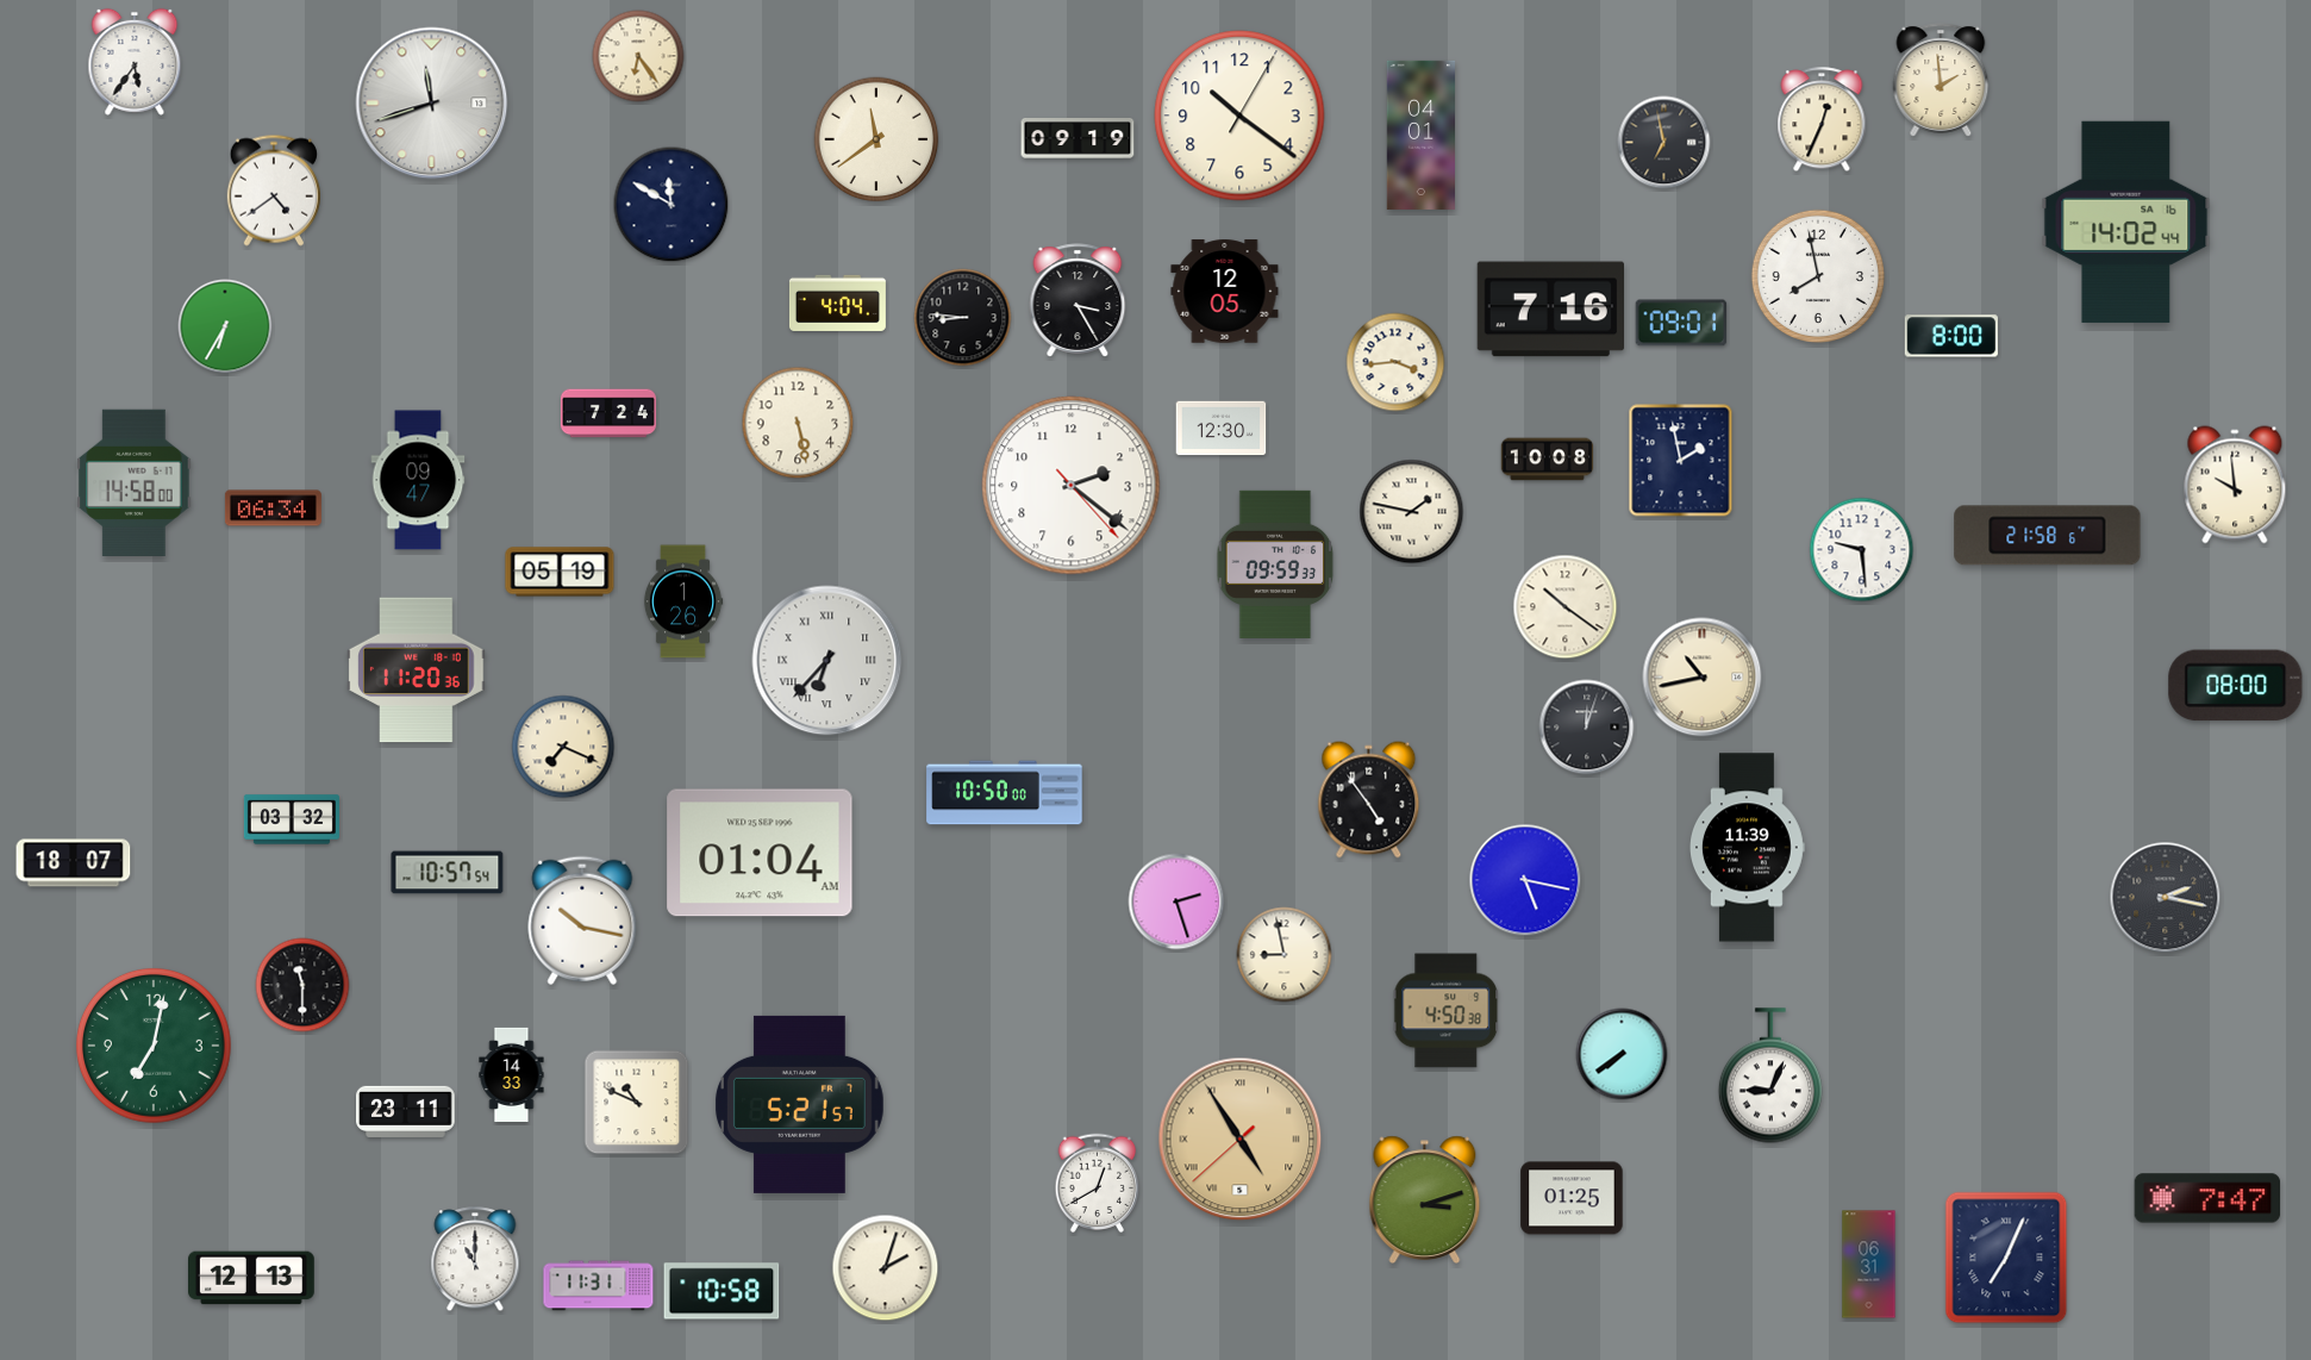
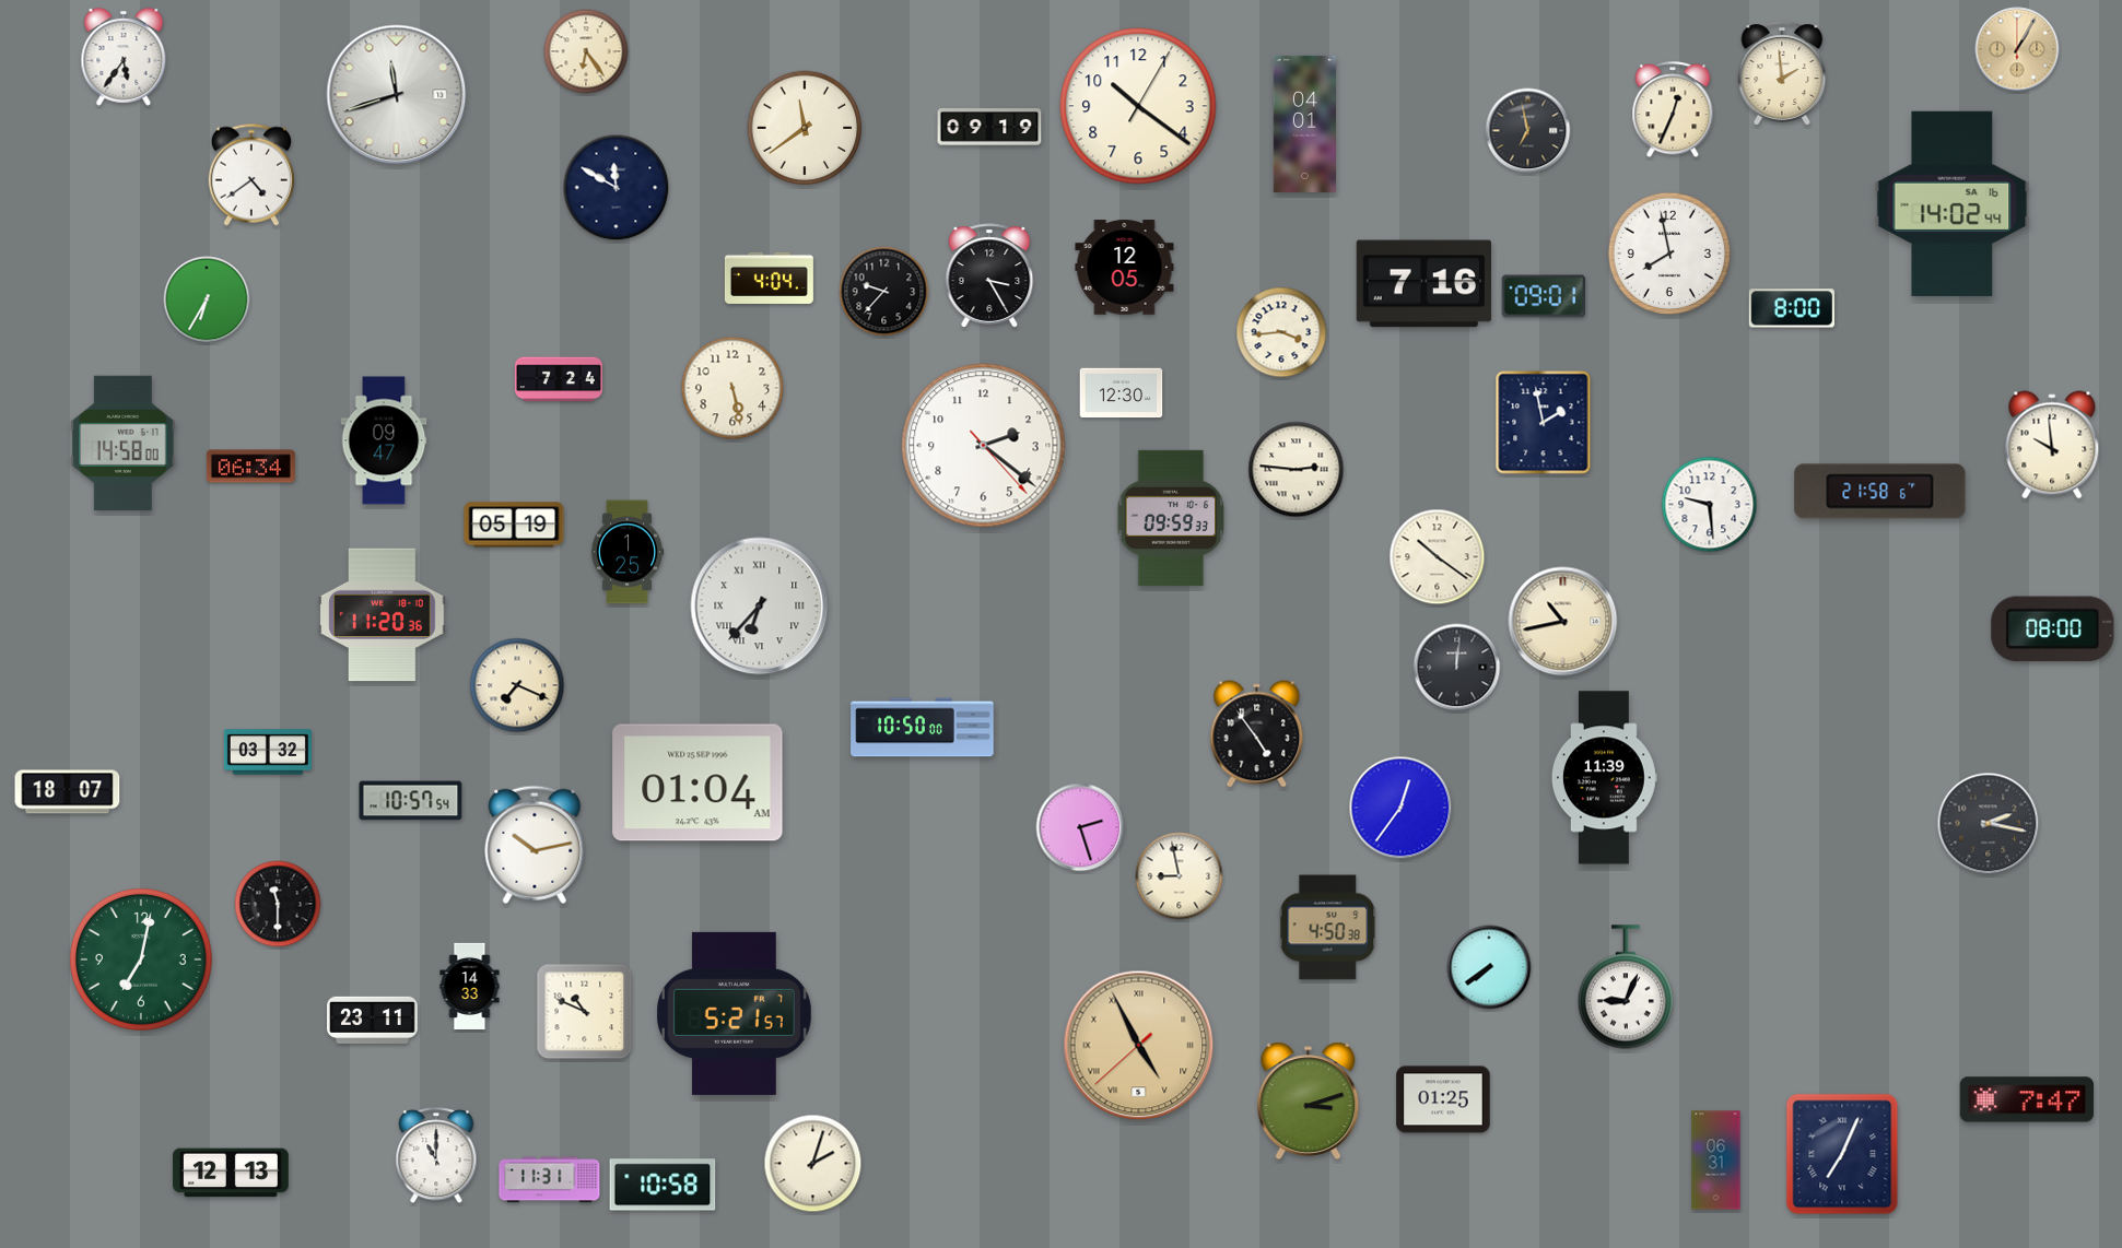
clock at (2017, 49): none -> 1:05
clock at (963, 318): 8:46 -> 9:37
clock at (1548, 460): 10:08 -> none
clock at (1412, 512): 1:47 -> 2:46
clock at (683, 601): 1:26 -> 1:25
clock at (1587, 728): 12:03 -> 12:01
clock at (1525, 880): 5:17 -> 12:36
clock at (582, 921): 10:17 -> 10:13
clock at (1241, 1140): 4:54 -> 4:55
clock at (1098, 1184): 12:40 -> none
